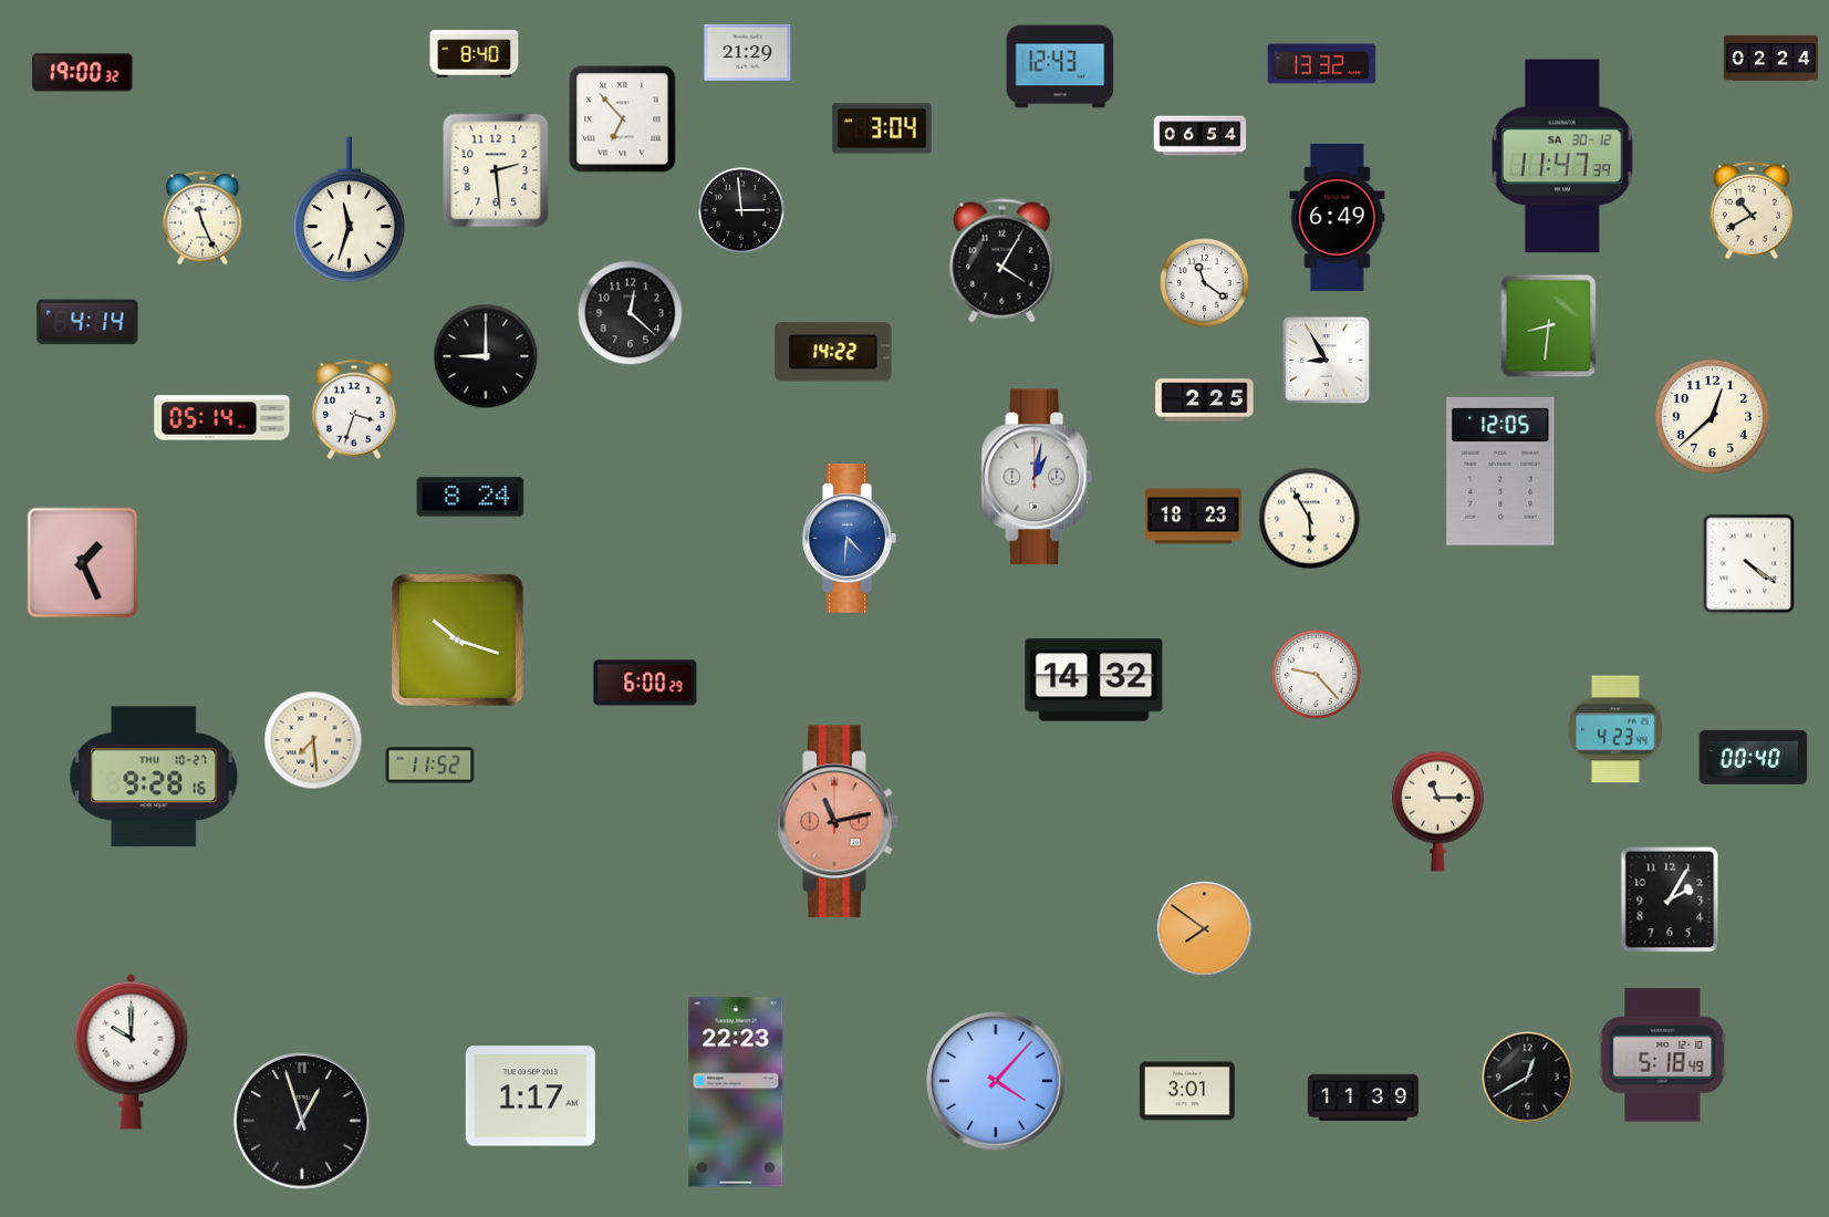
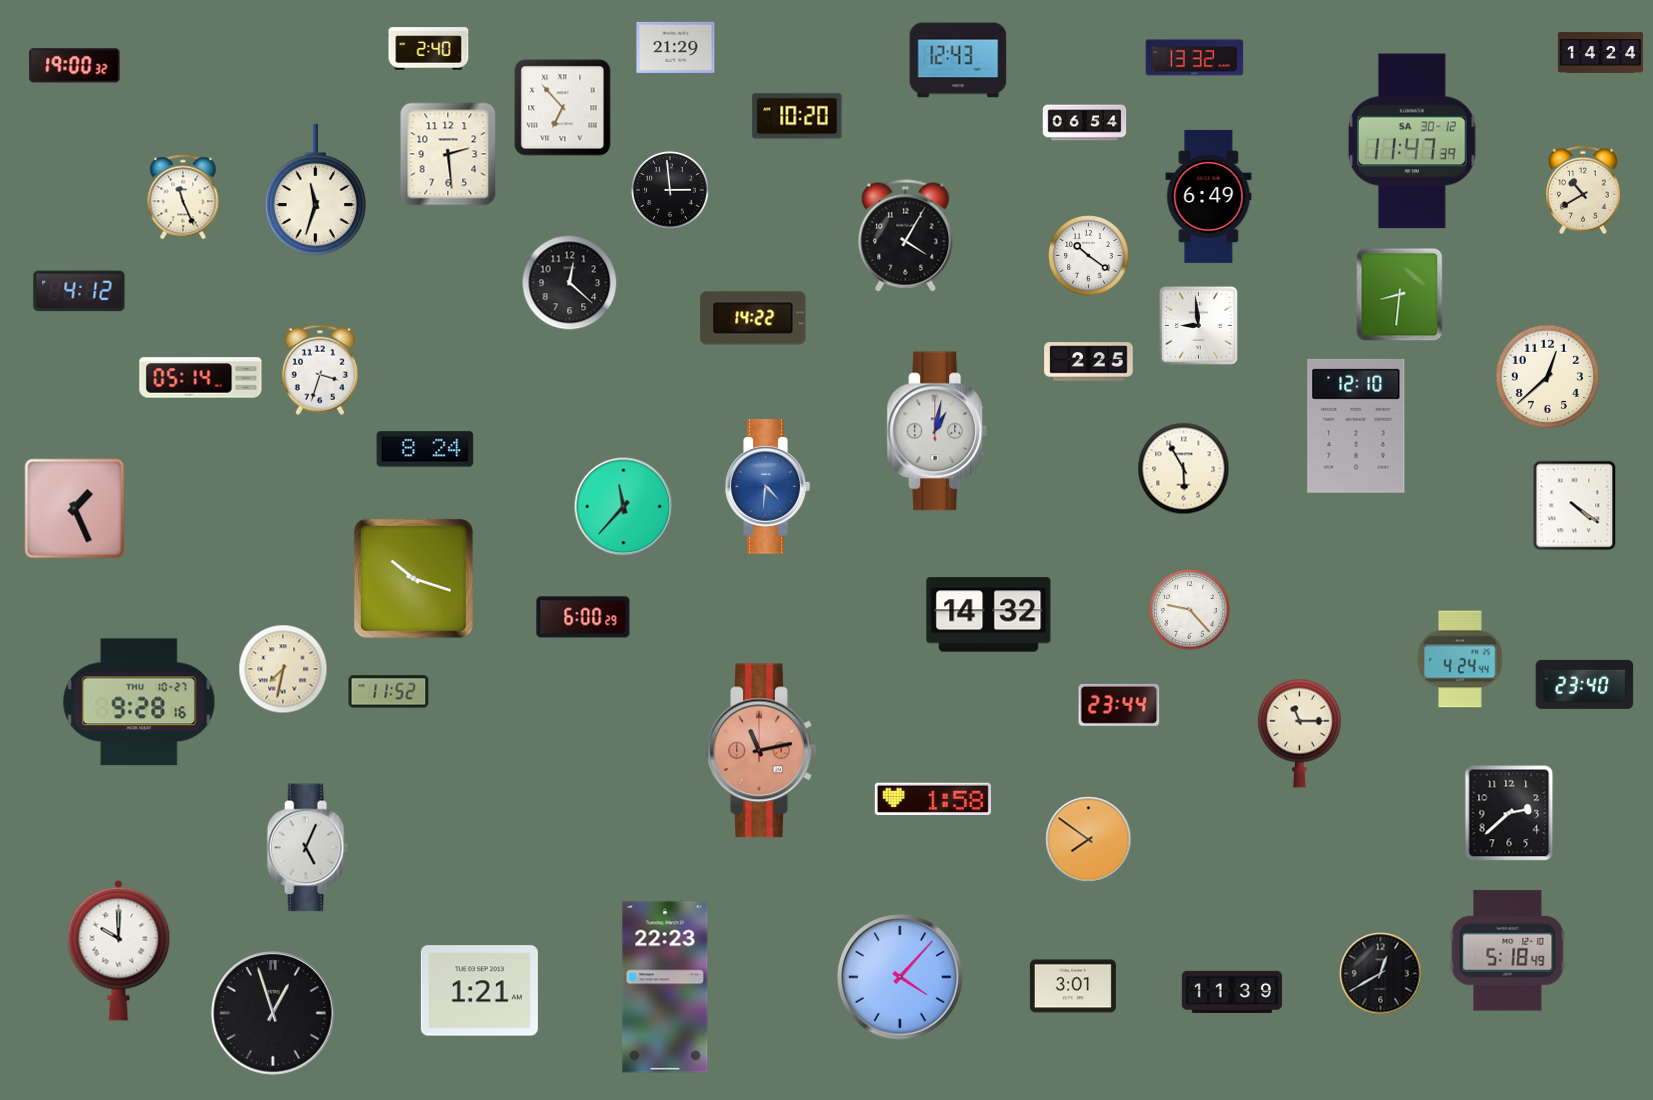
clock at (475, 54): 8:40 -> 2:40
clock at (1770, 59): 02:24 -> 14:24
clock at (882, 128): 3:04 -> 10:20
clock at (1205, 283): 11:21 -> 10:21
clock at (87, 322): 4:14 -> 4:12
clock at (486, 356): 9:00 -> none
clock at (1327, 361): 8:55 -> 8:59
clock at (1500, 471): 12:05 -> 12:10
clock at (1194, 517): 18:23 -> none
clock at (624, 507): none -> 11:37
clock at (1749, 564) position: (1749, 564) -> (1575, 506)
clock at (1615, 729): 4:23 -> 4:24
clock at (313, 740): 7:29 -> 7:32
clock at (1754, 757): 00:40 -> 23:40
clock at (1119, 705): none -> 23:44
clock at (838, 822) position: (838, 822) -> (762, 751)
clock at (933, 798): none -> 1:58
clock at (1670, 899): 2:05 -> 2:38
clock at (307, 848): none -> 5:04
clock at (1663, 1055) position: (1663, 1055) -> (1508, 951)
clock at (530, 1096): 1:17 -> 1:21
